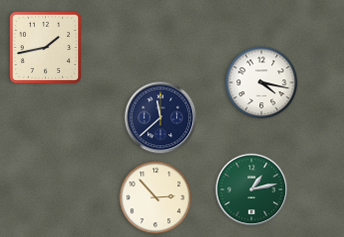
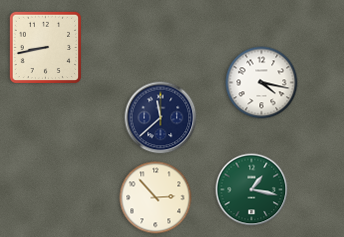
clock at (45, 47): 1:43 -> 8:43
clock at (252, 190): 1:13 -> 1:17
